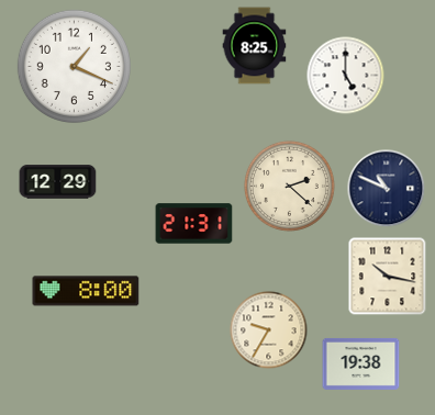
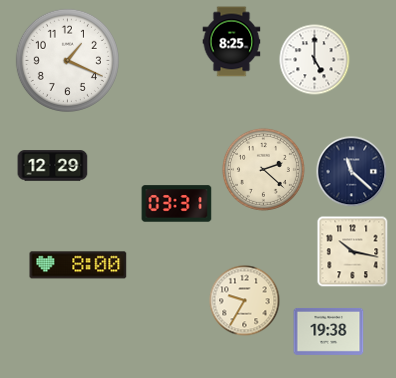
clock at (346, 76) position: (346, 76) -> (315, 60)
clock at (387, 189): 10:49 -> 11:22
clock at (194, 224): 21:31 -> 03:31
